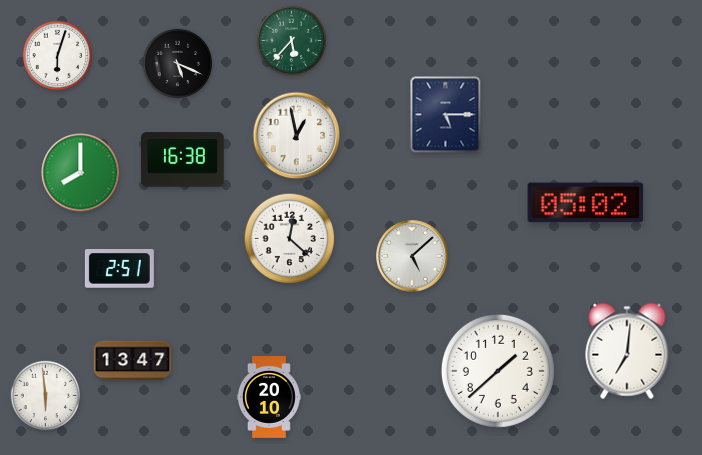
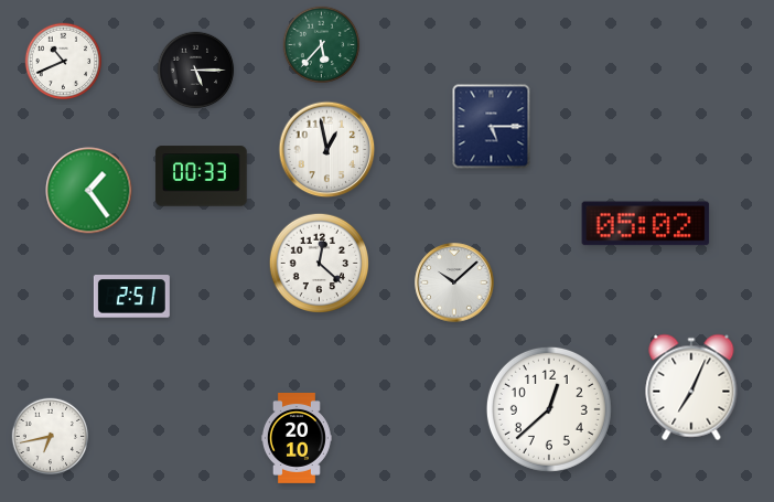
clock at (58, 56): 6:03 -> 10:41
clock at (178, 64): 5:19 -> 5:15
clock at (183, 160): 16:38 -> 00:33
clock at (81, 173): 8:00 -> 1:24
clock at (412, 256): 5:08 -> 10:08
clock at (627, 351): 7:01 -> 7:04
clock at (133, 361): 13:47 -> none
clock at (498, 371): 1:38 -> 12:38
clock at (46, 396): 5:59 -> 6:43
